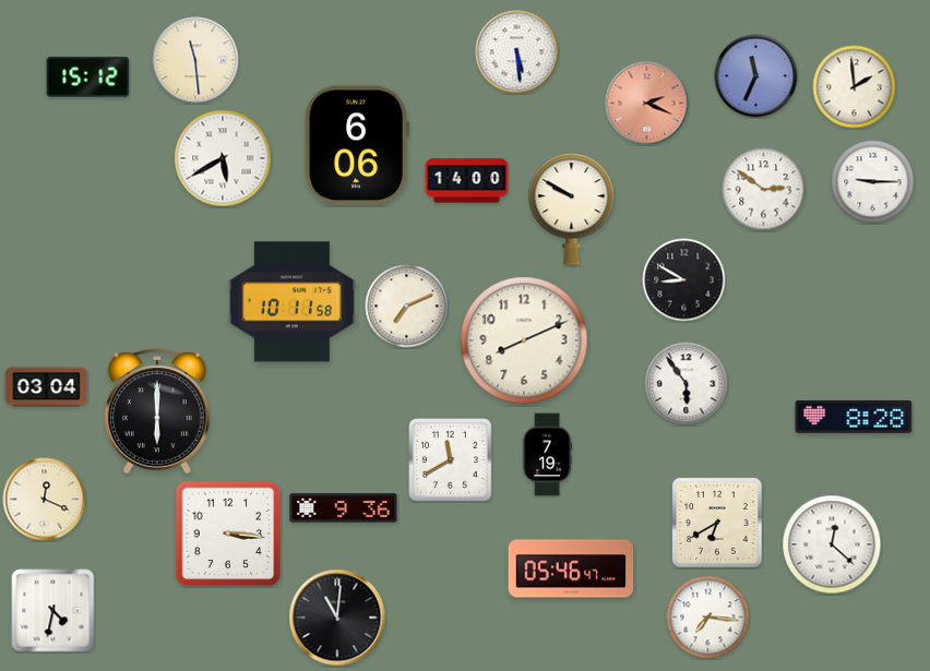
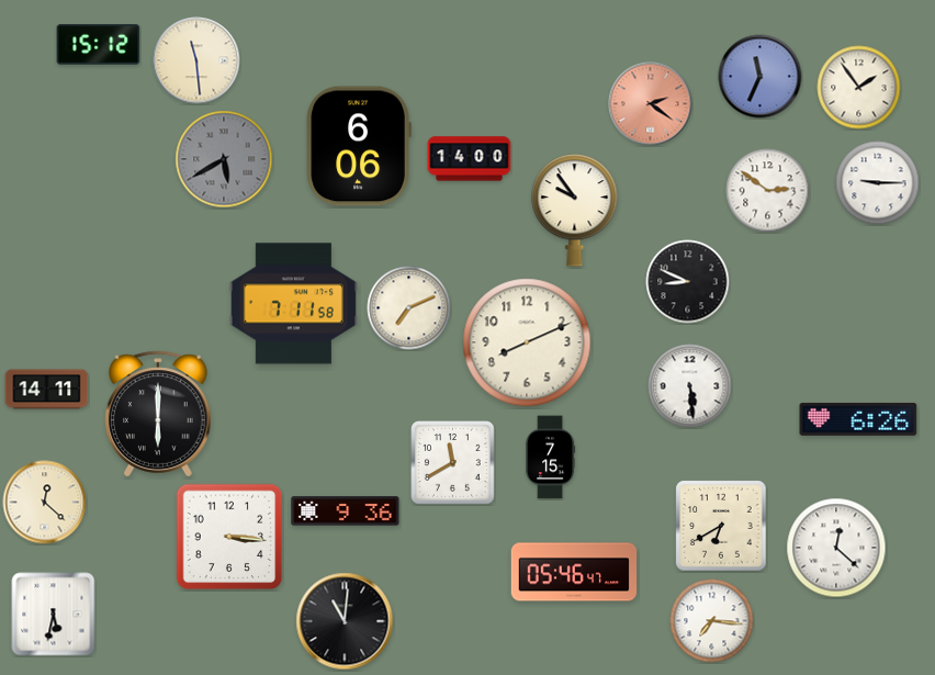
clock at (517, 52): 5:29 -> none
clock at (88, 77) position: (88, 77) -> (99, 45)
clock at (855, 87): 1:59 -> 1:54
clock at (647, 104): 2:19 -> 2:21
clock at (223, 158) dial: white -> grey
clock at (467, 181) position: (467, 181) -> (470, 159)
clock at (572, 209): 9:50 -> 9:54
clock at (684, 280): 8:50 -> 8:49
clock at (291, 302): 10:11 -> 7:11
clock at (687, 384): 5:54 -> 5:29
clock at (47, 387): 03:04 -> 14:11
clock at (854, 417): 8:28 -> 6:26
clock at (548, 455): 7:19 -> 7:15
clock at (45, 500): 12:19 -> 12:22
clock at (53, 611): 4:32 -> 5:32
clock at (337, 618) position: (337, 618) -> (345, 621)
